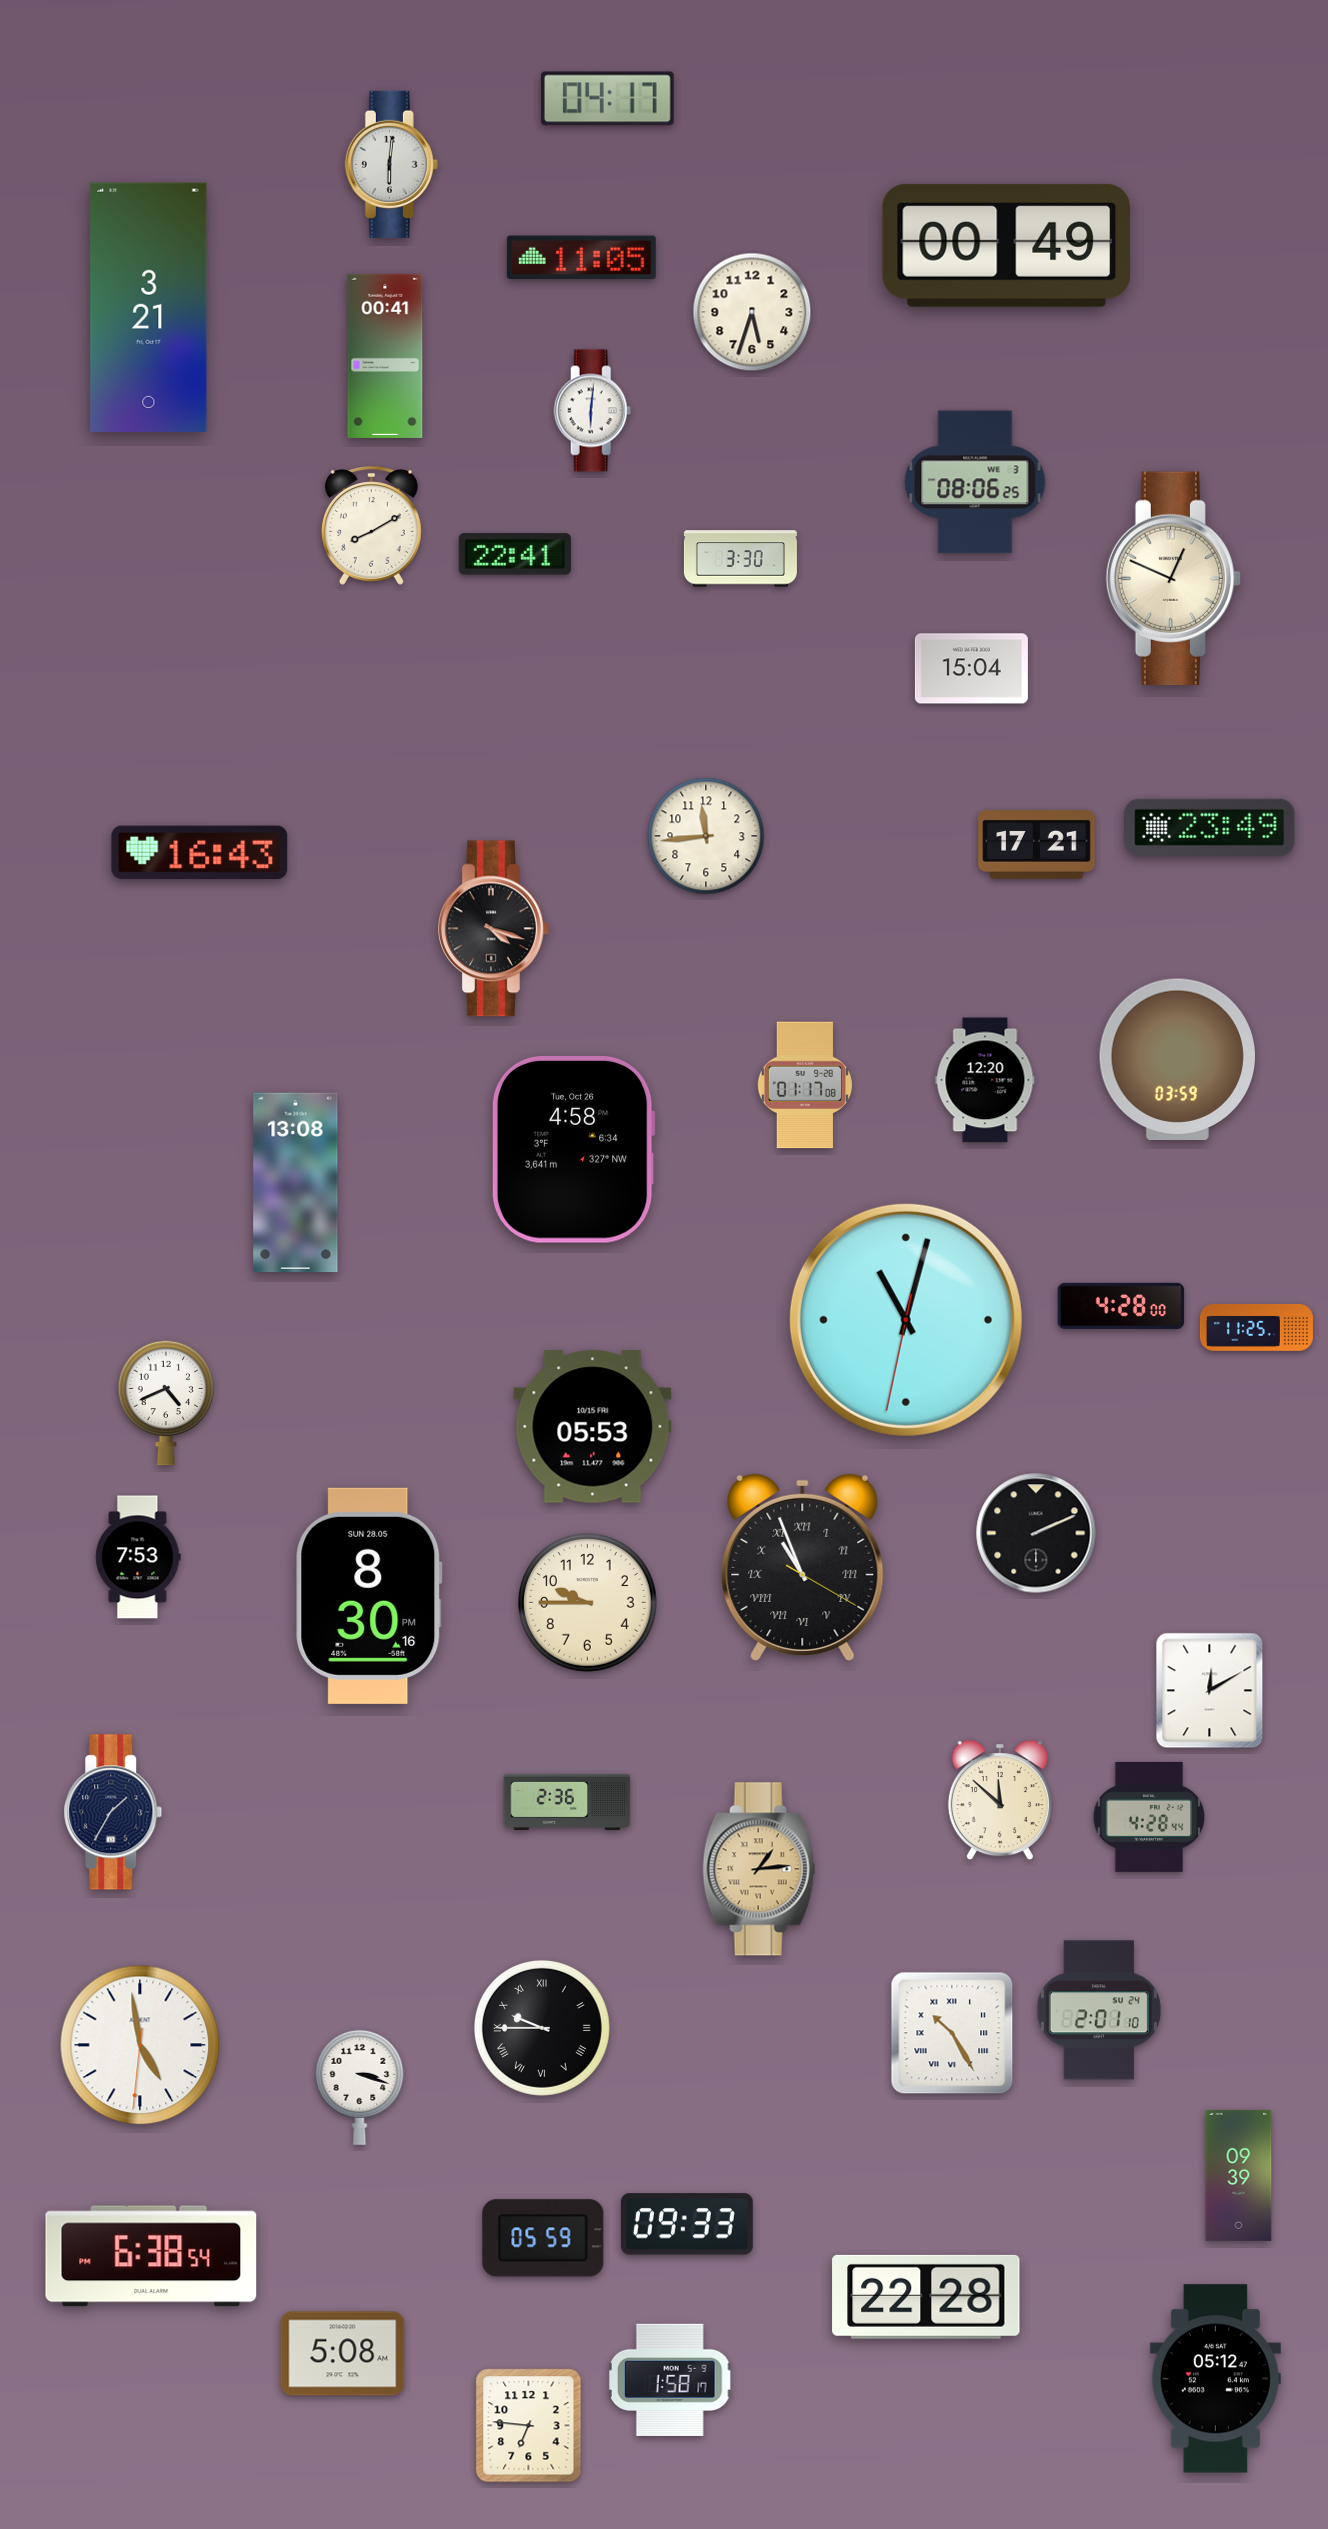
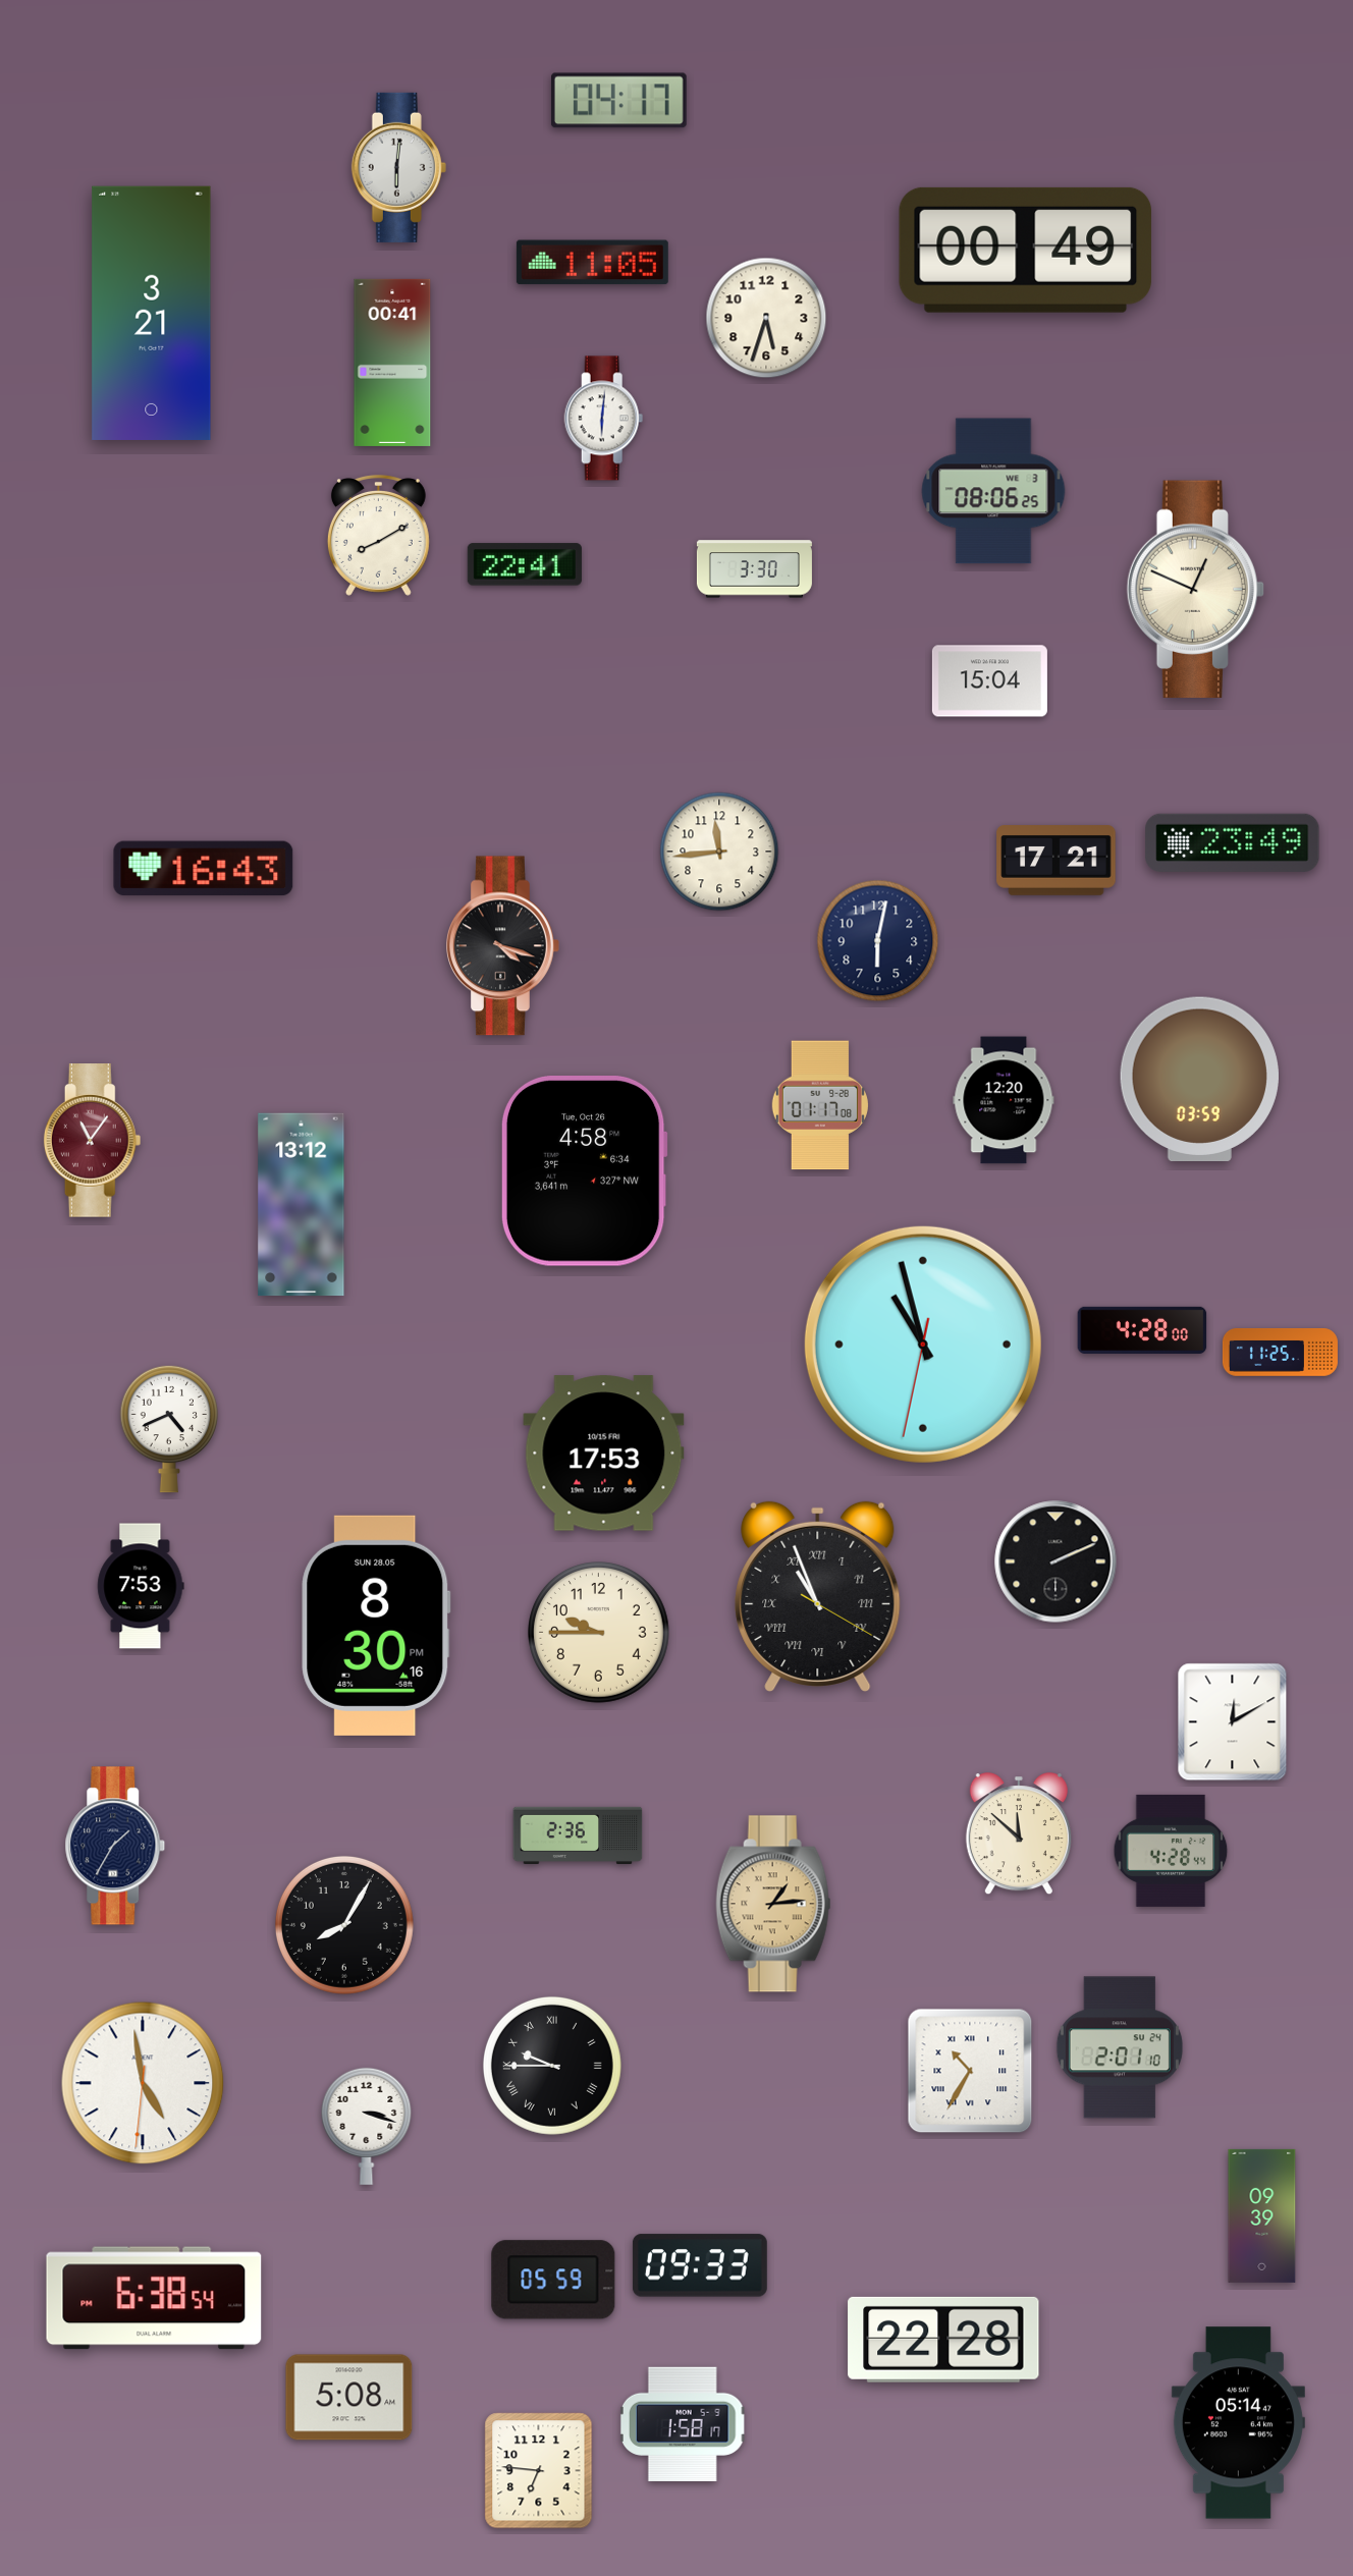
clock at (878, 941): none -> 6:02
clock at (93, 1141): none -> 11:06
clock at (296, 1183): 13:08 -> 13:12
clock at (906, 1320): 11:02 -> 10:57
clock at (593, 1427): 05:53 -> 17:53
clock at (344, 1925): none -> 8:05
clock at (952, 2033): 10:25 -> 10:35
clock at (1215, 2379): 05:12 -> 05:14
